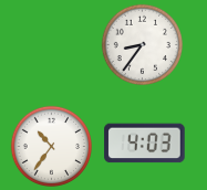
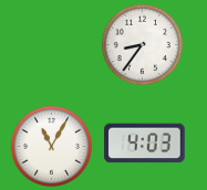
clock at (52, 146): 10:36 -> 11:05
